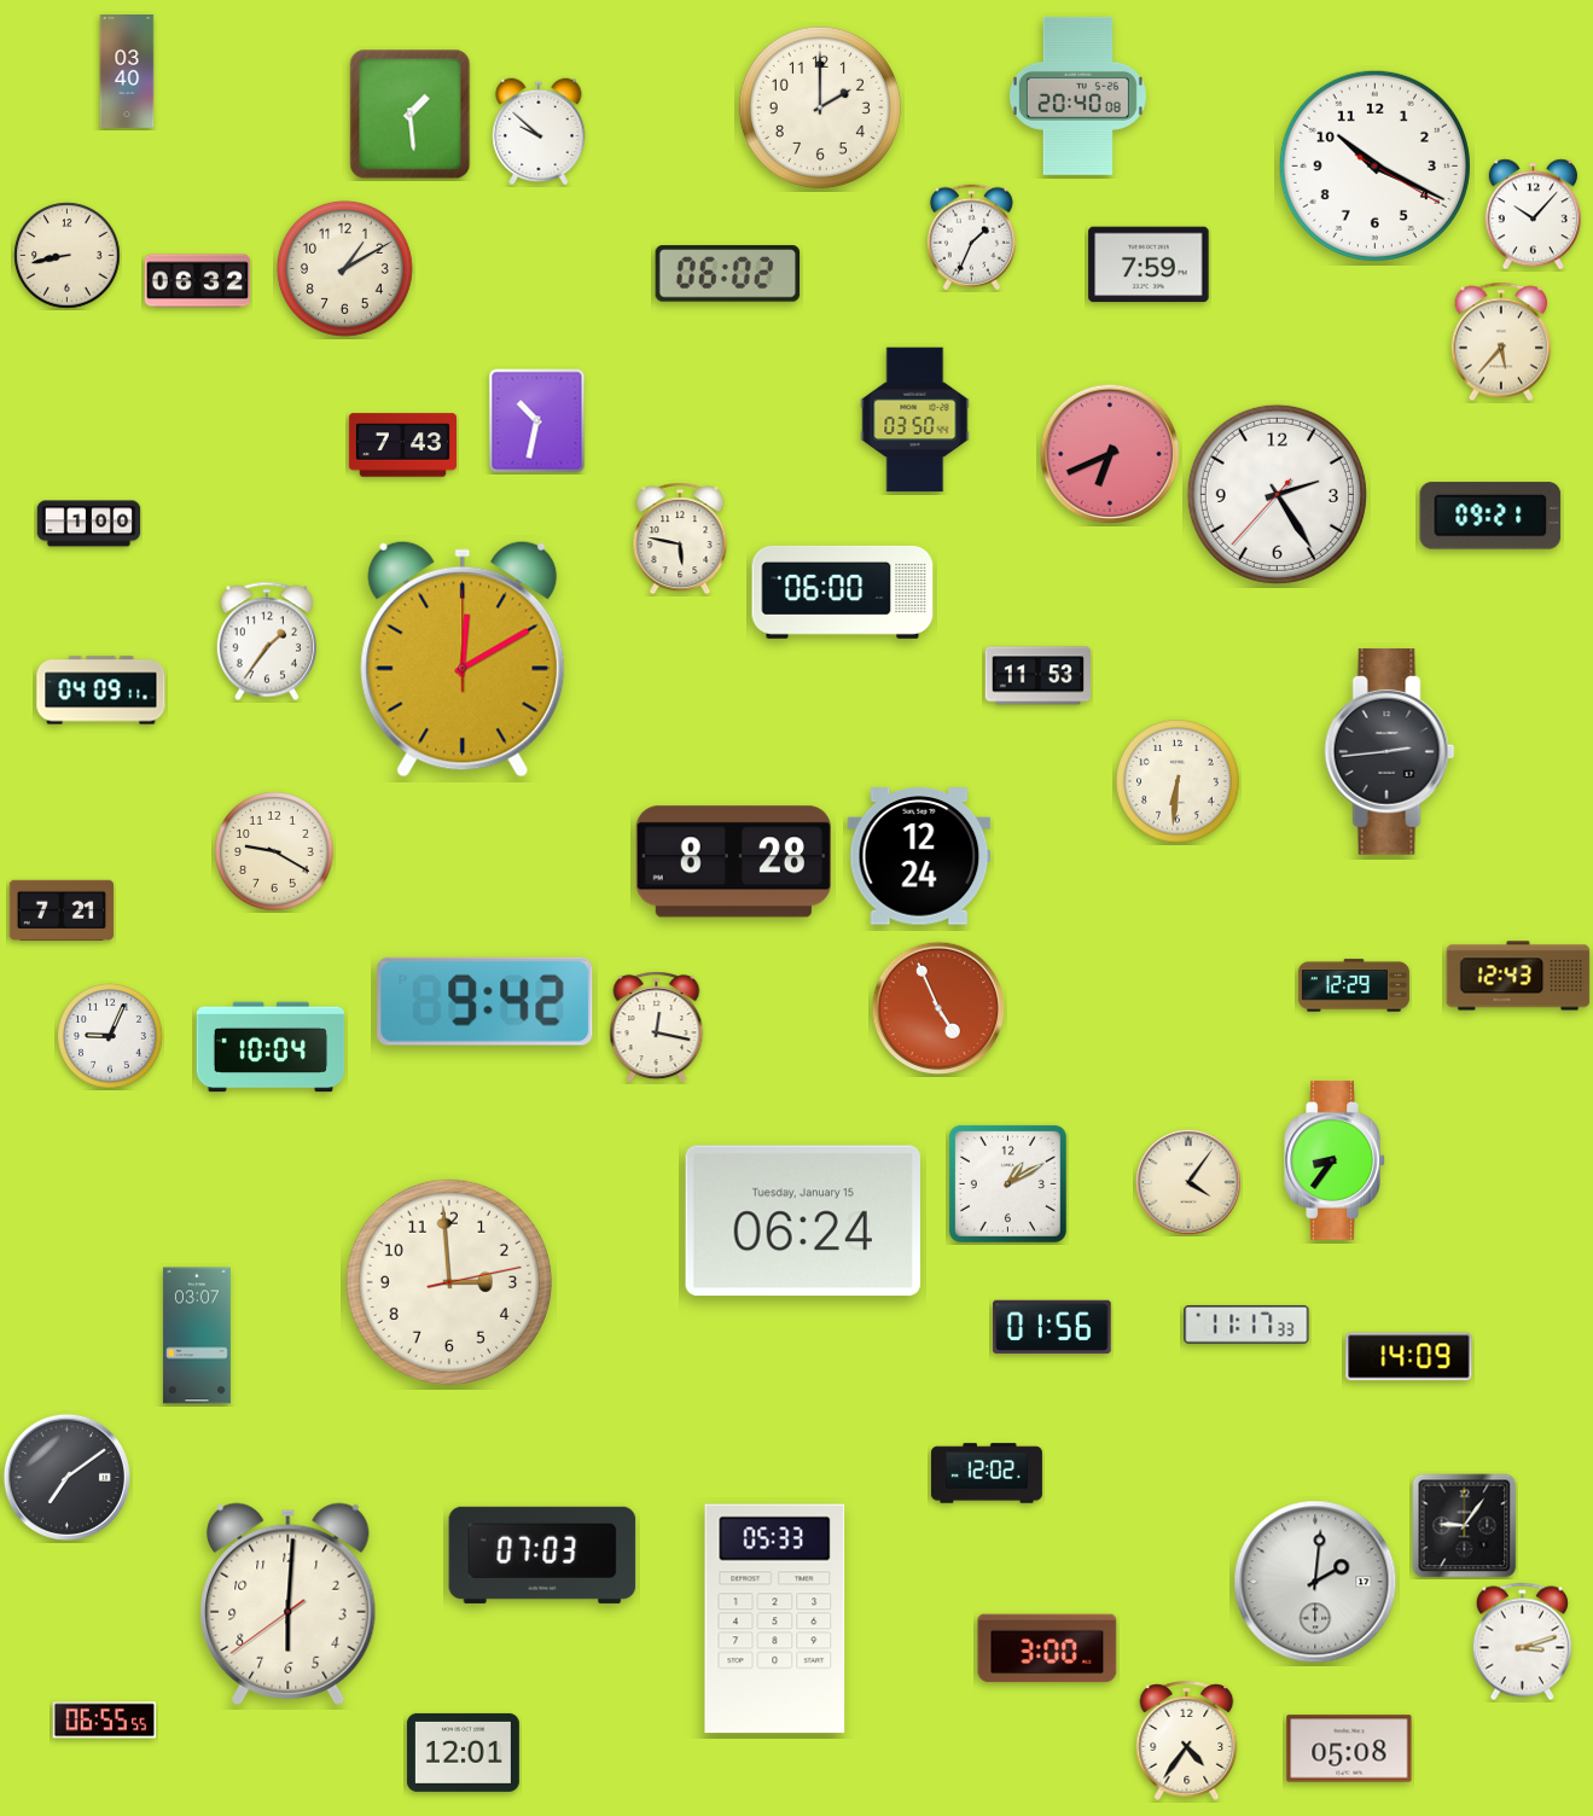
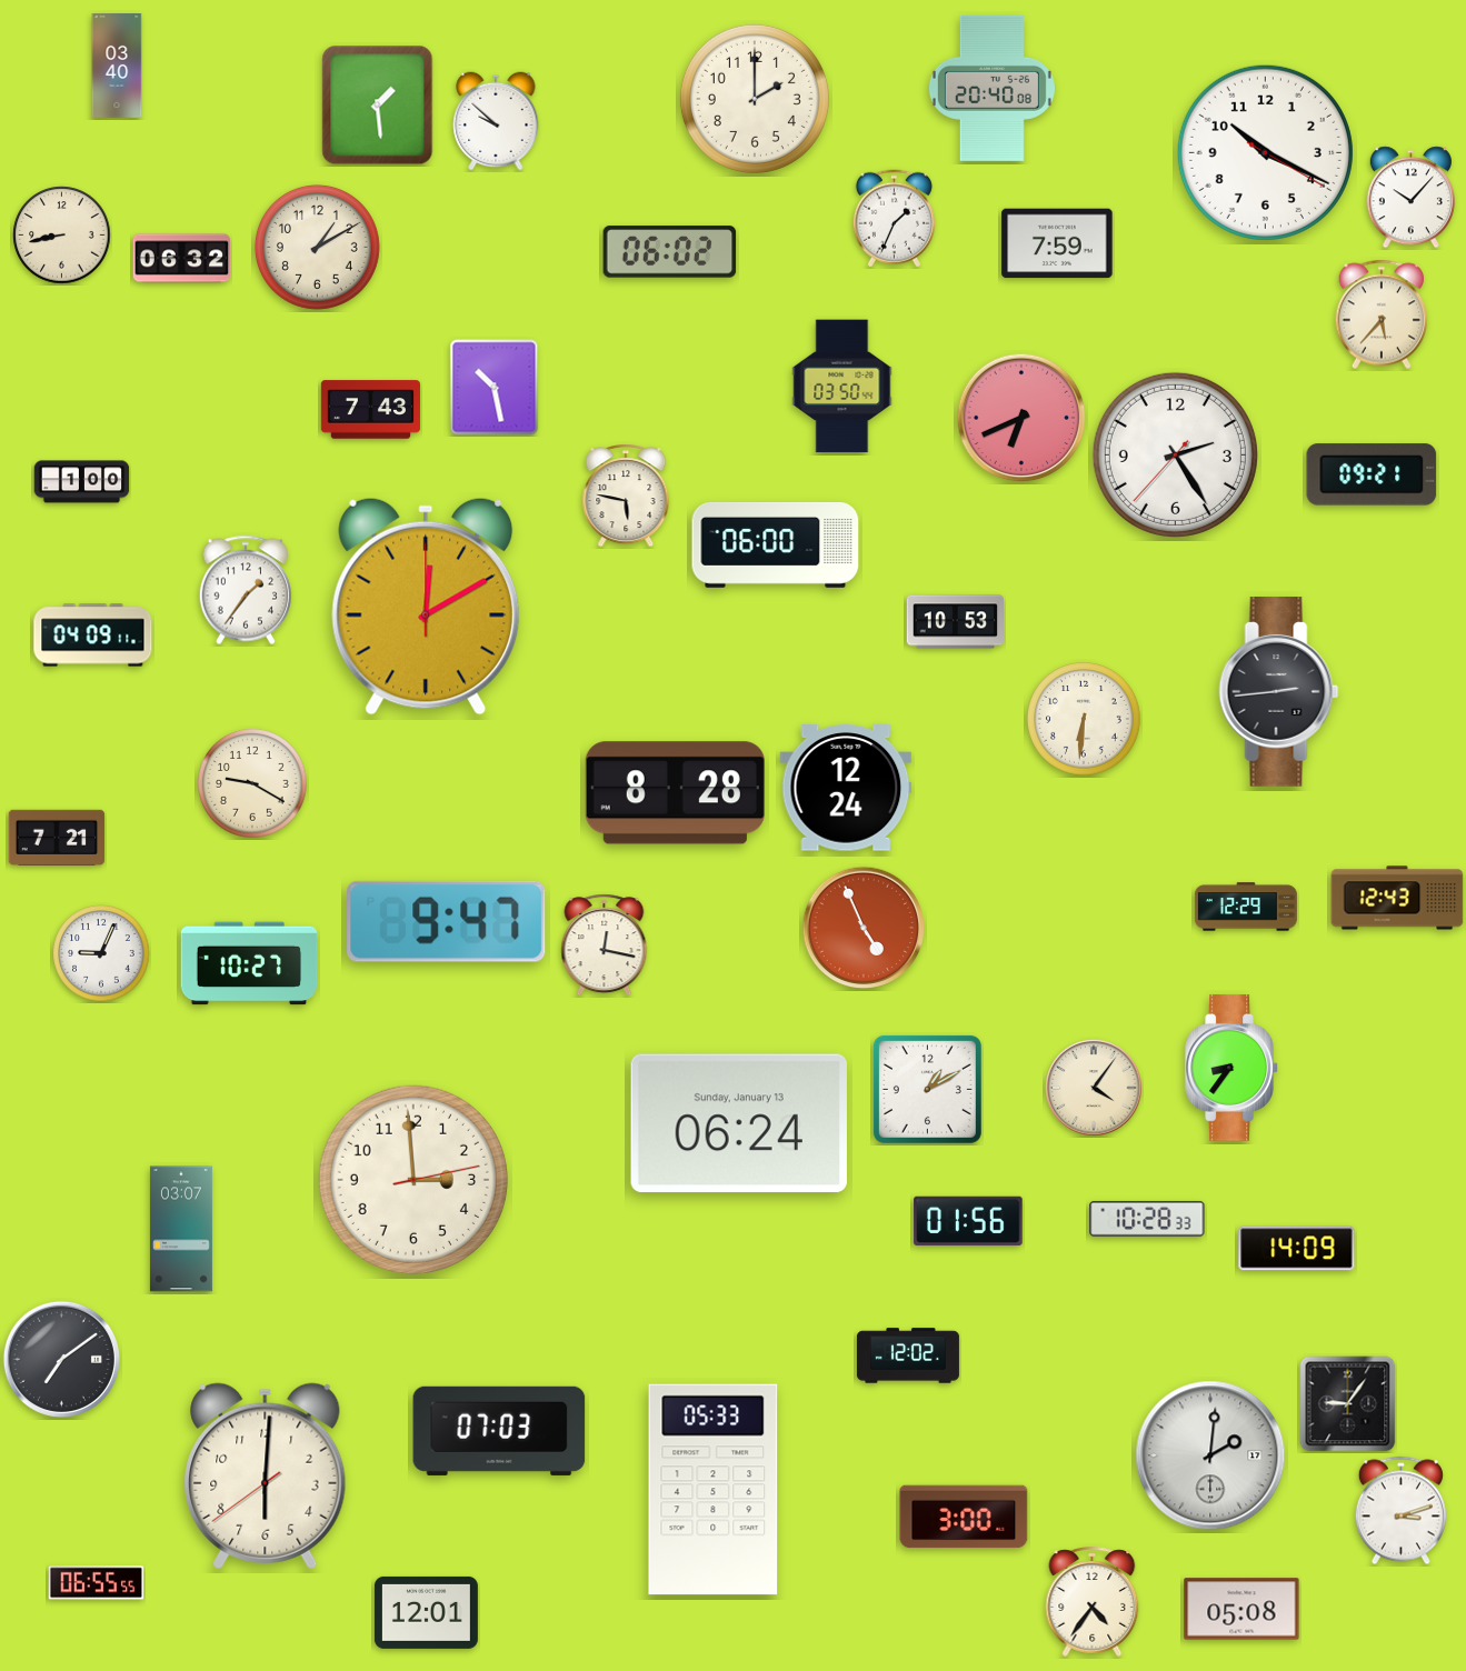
clock at (537, 421): 10:32 -> 10:28
clock at (1037, 676): 11:53 -> 10:53
clock at (486, 1001): 9:42 -> 9:47
clock at (271, 1047): 10:04 -> 10:27
clock at (1335, 1160) position: (1335, 1160) -> (1231, 1068)
clock at (803, 1221) date: Tuesday, January 15 -> Sunday, January 13
clock at (1246, 1325): 11:17 -> 10:28
